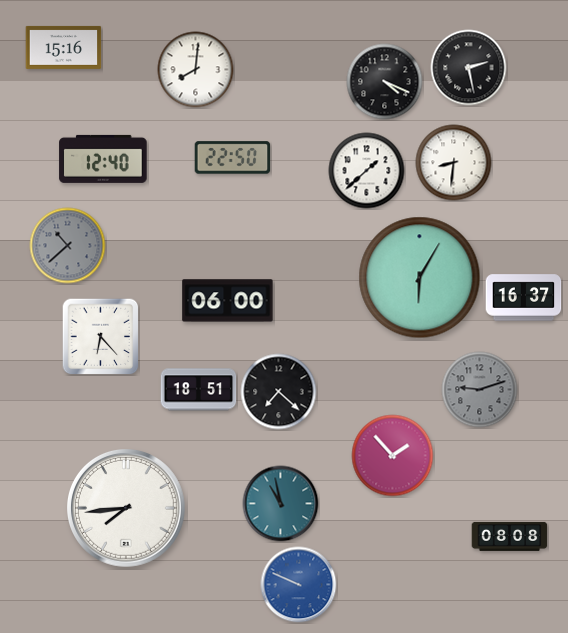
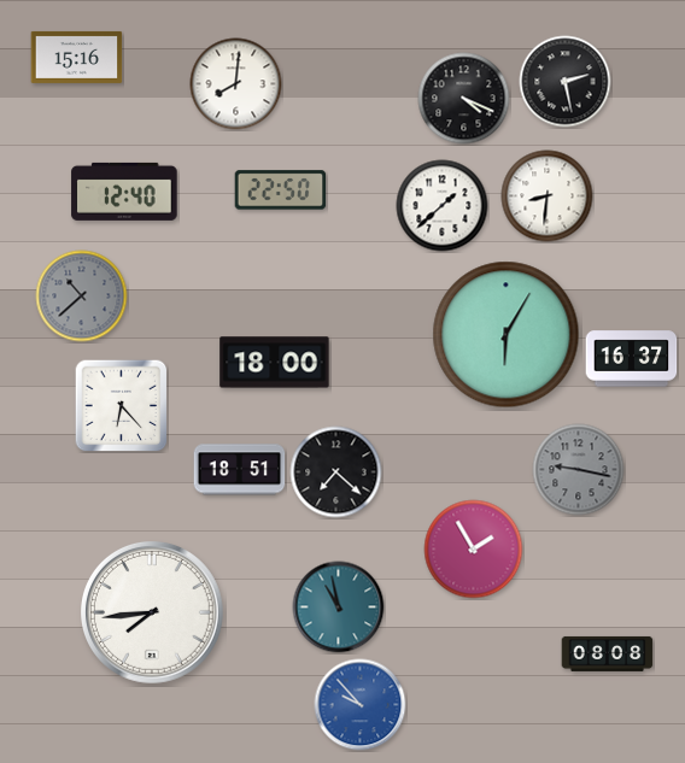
clock at (228, 301): 06:00 -> 18:00
clock at (480, 390): 9:12 -> 9:17
clock at (393, 456): 1:53 -> 1:55
clock at (510, 536) position: (510, 536) -> (608, 653)
clock at (299, 585): 9:49 -> 9:53
